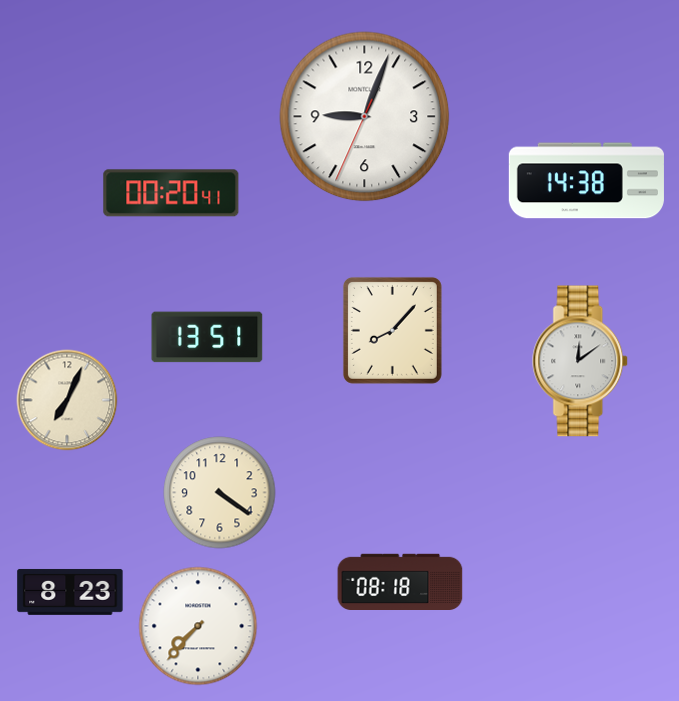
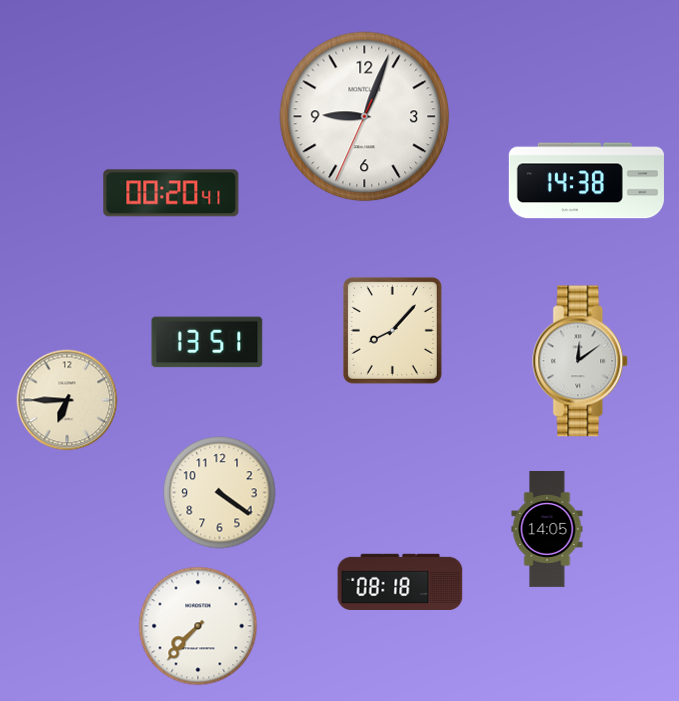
clock at (207, 337) position: (207, 337) -> (207, 342)
clock at (67, 400): 7:04 -> 6:45
clock at (547, 529): none -> 14:05
clock at (70, 592): 8:23 -> none
